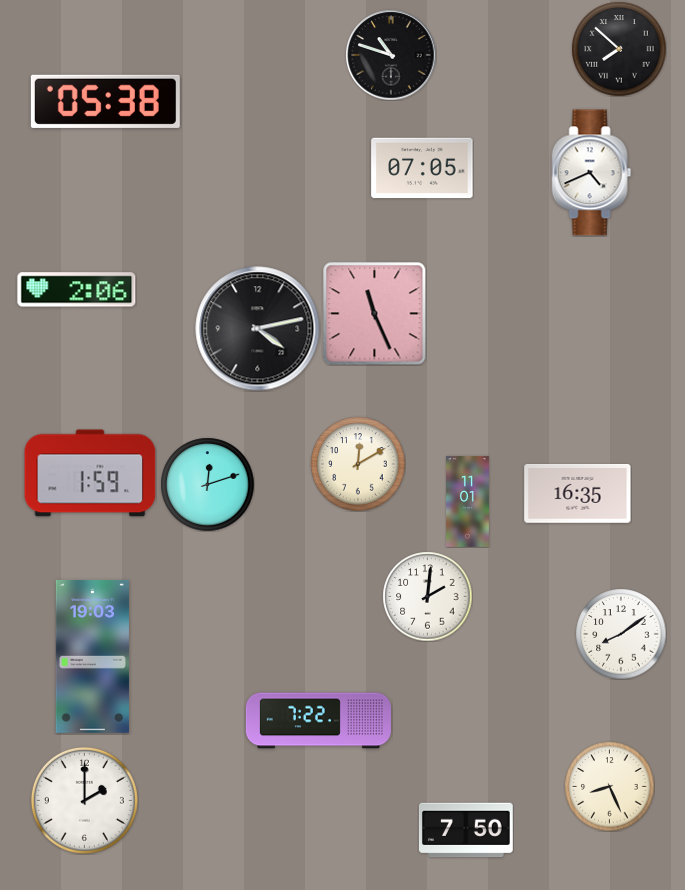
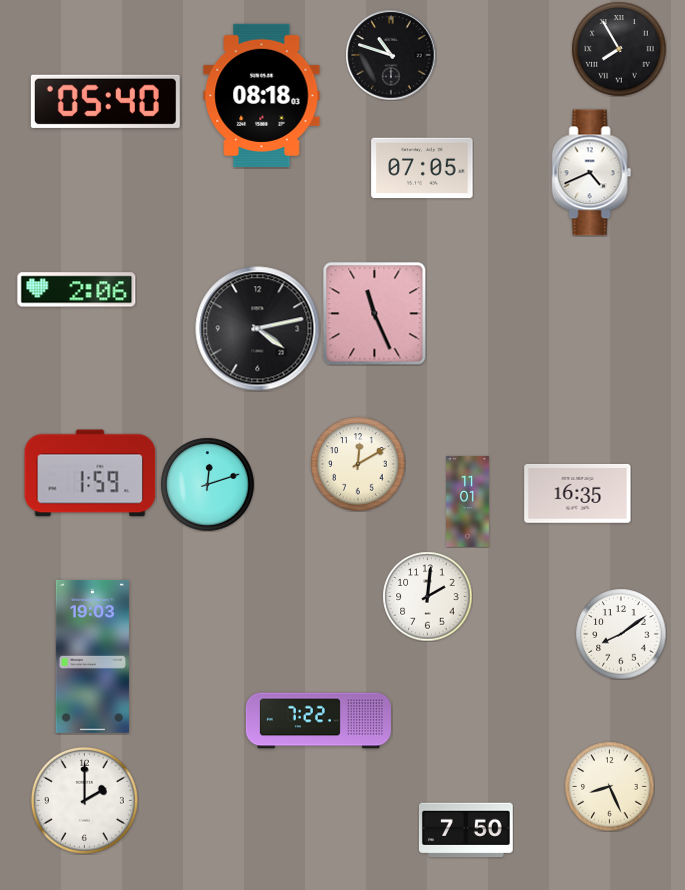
clock at (619, 49): 7:52 -> 7:55
clock at (262, 95): none -> 08:18
clock at (105, 101): 05:38 -> 05:40
